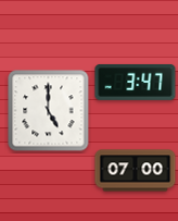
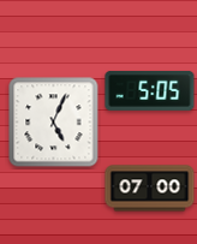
clock at (136, 82): 3:47 -> 5:05
clock at (49, 111): 5:00 -> 5:04
